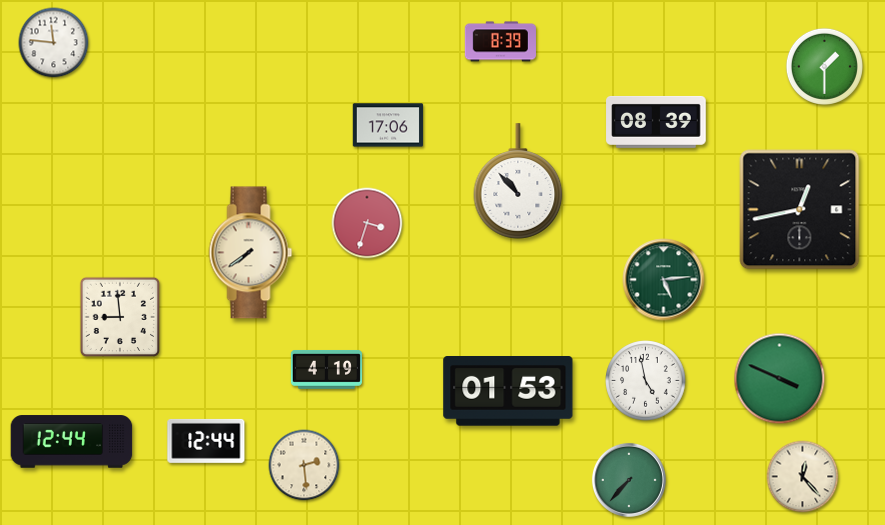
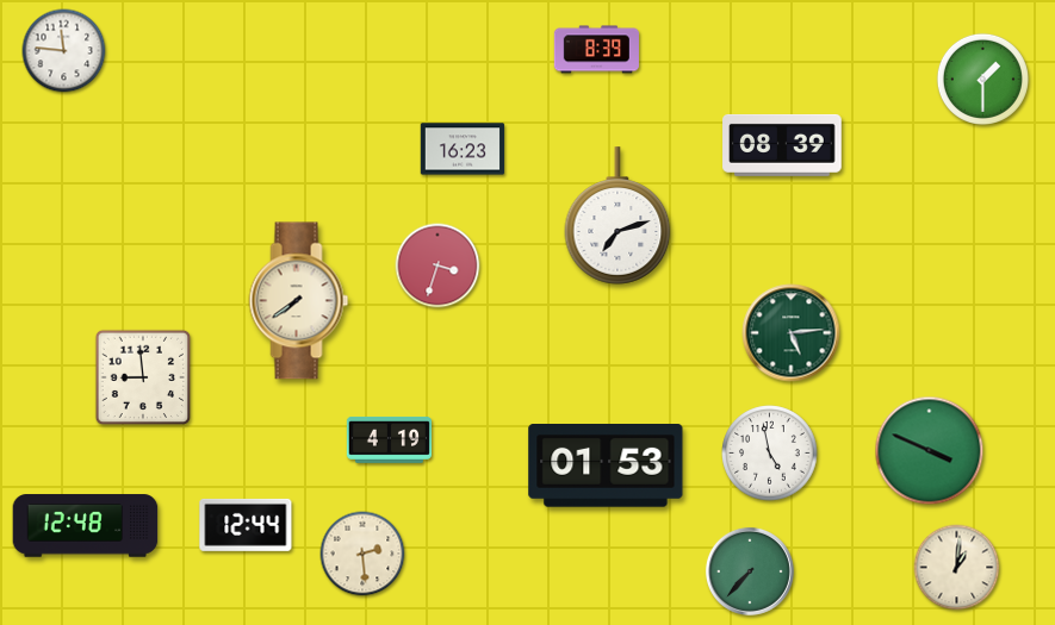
clock at (388, 125): 17:06 -> 16:23
clock at (518, 181): 10:53 -> 7:12
clock at (800, 210): 12:43 -> none
clock at (72, 442): 12:44 -> 12:48
clock at (803, 477): 12:23 -> 1:01
